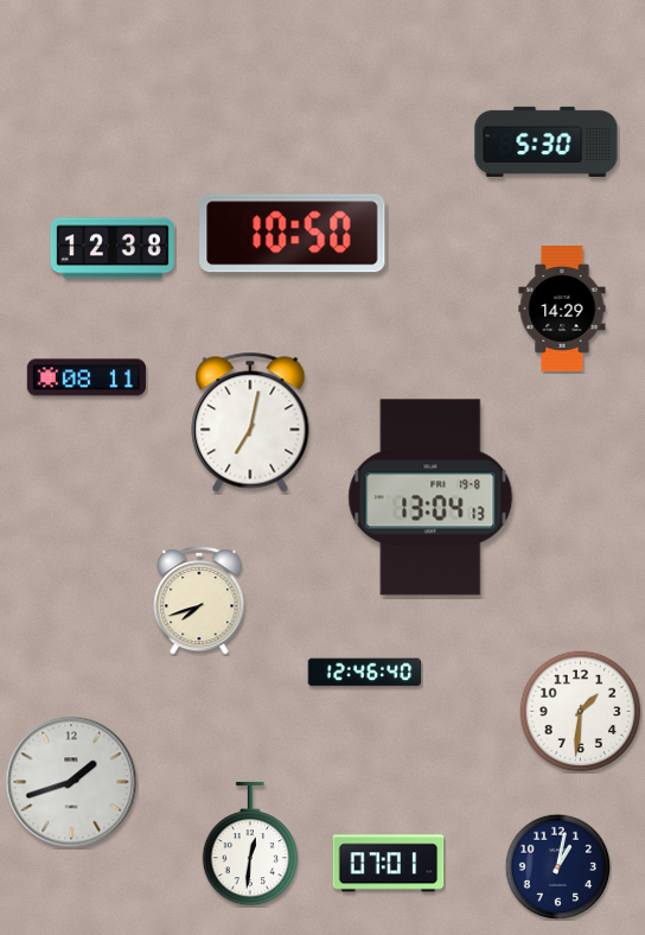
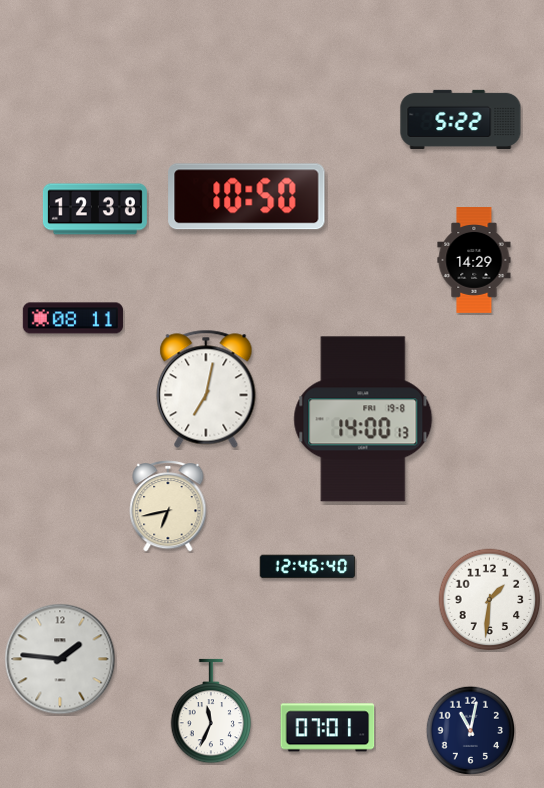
clock at (547, 141): 5:30 -> 5:22
clock at (250, 422) position: (250, 422) -> (206, 389)
clock at (430, 497): 13:04 -> 14:00
clock at (199, 600): 7:42 -> 6:43
clock at (71, 782): 1:42 -> 1:46
clock at (250, 844): 12:31 -> 11:34
clock at (557, 866): 1:02 -> 11:02
